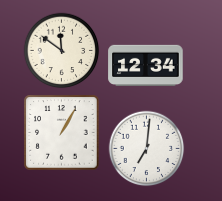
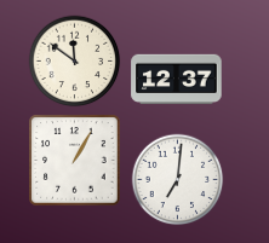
clock at (146, 65): 12:34 -> 12:37
